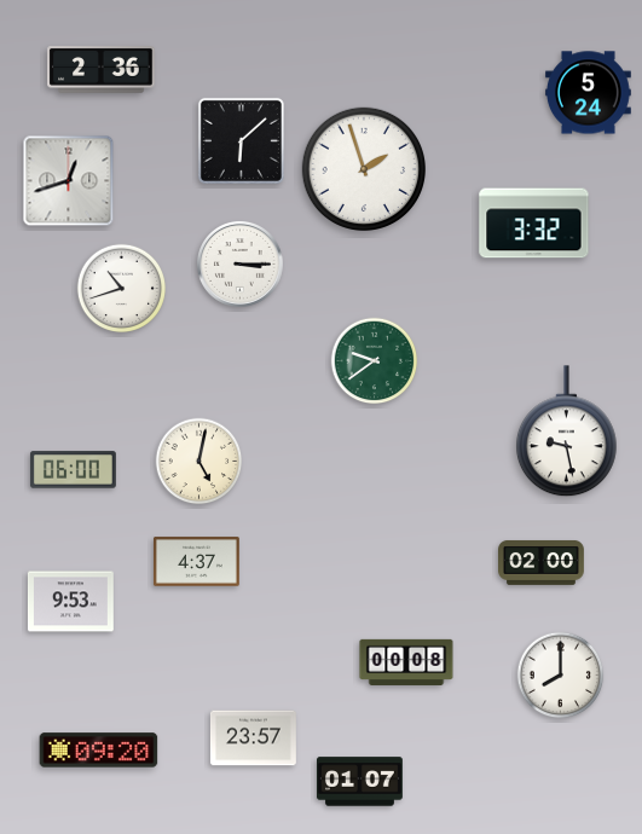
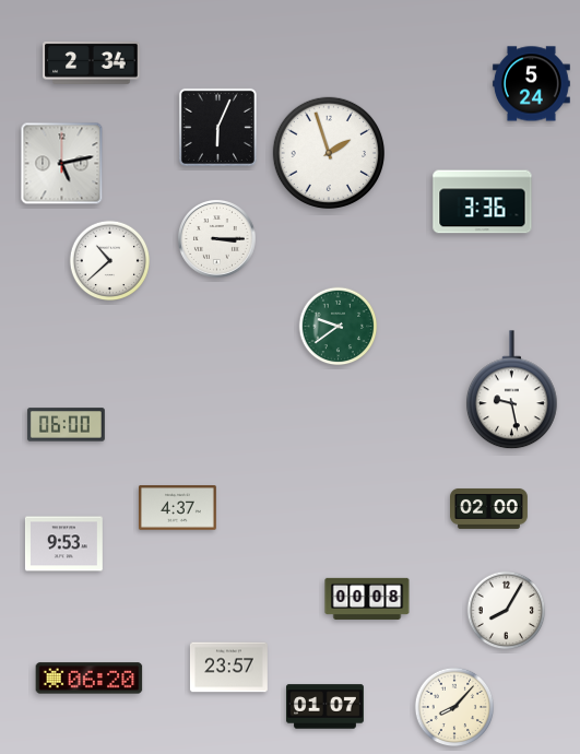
clock at (102, 70): 2:36 -> 2:34
clock at (241, 140): 6:08 -> 6:04
clock at (69, 181): 12:42 -> 5:13
clock at (534, 224): 3:32 -> 3:36
clock at (121, 288): 10:42 -> 10:38
clock at (199, 462): 5:02 -> none
clock at (561, 676): 8:00 -> 8:05
clock at (99, 751): 09:20 -> 06:20
clock at (454, 707): none -> 8:07
